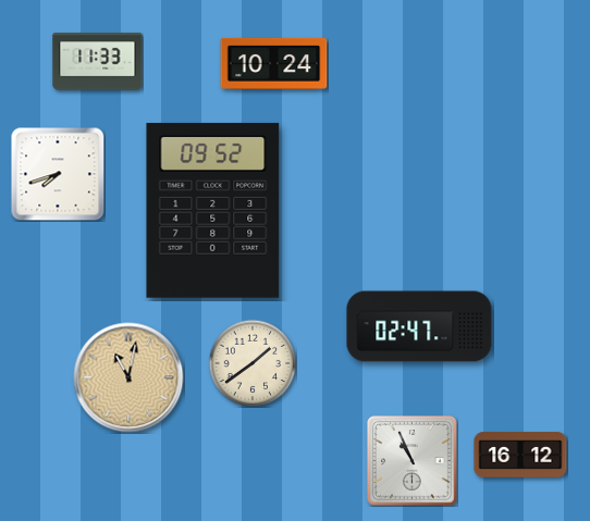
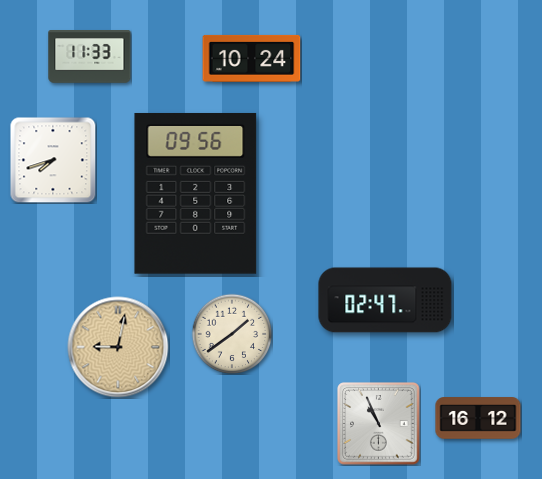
clock at (213, 210): 09:52 -> 09:56
clock at (128, 377): 11:02 -> 9:02
